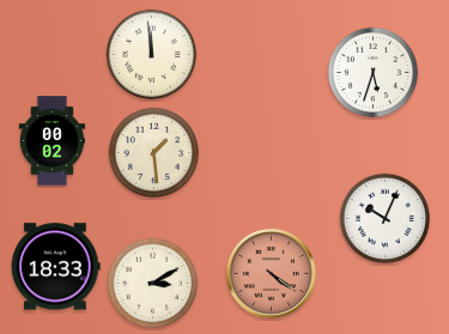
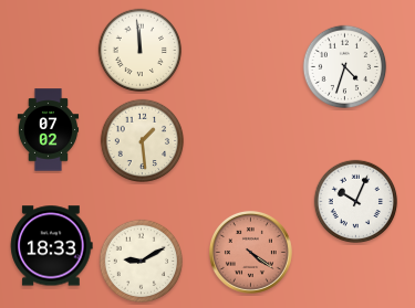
clock at (374, 73): 5:33 -> 4:33
clock at (53, 141): 00:02 -> 07:02
clock at (153, 284): 3:10 -> 9:10
